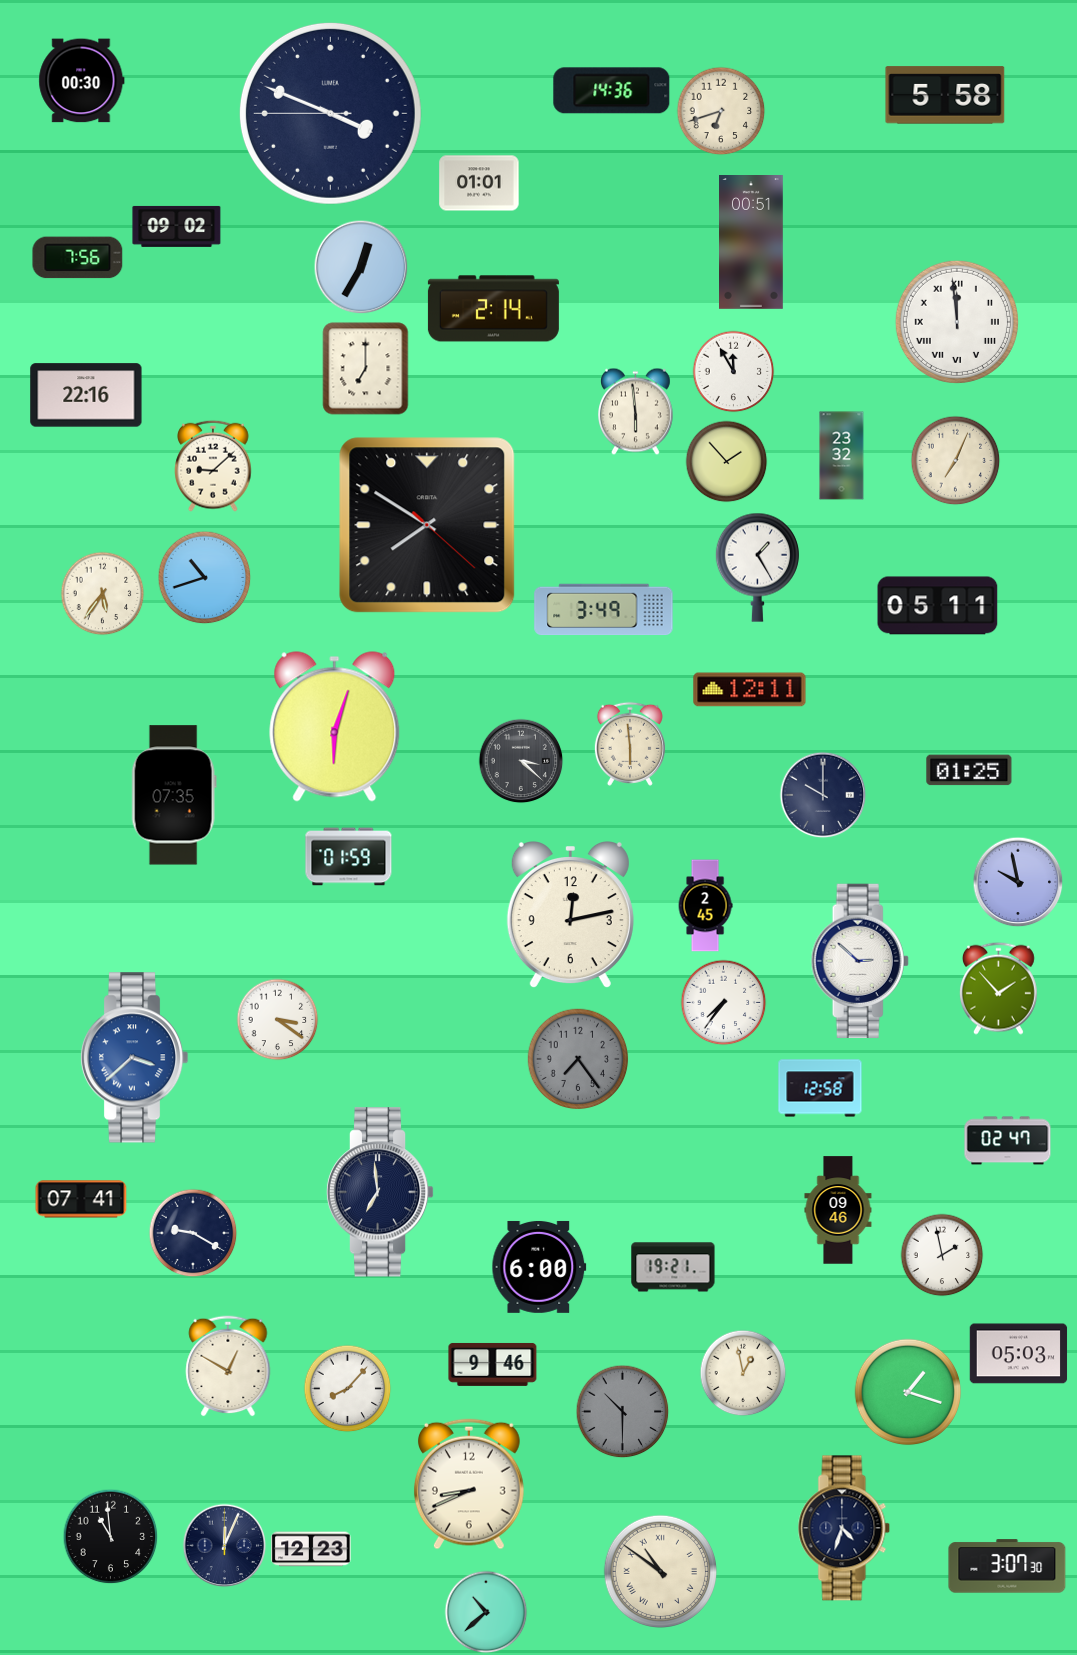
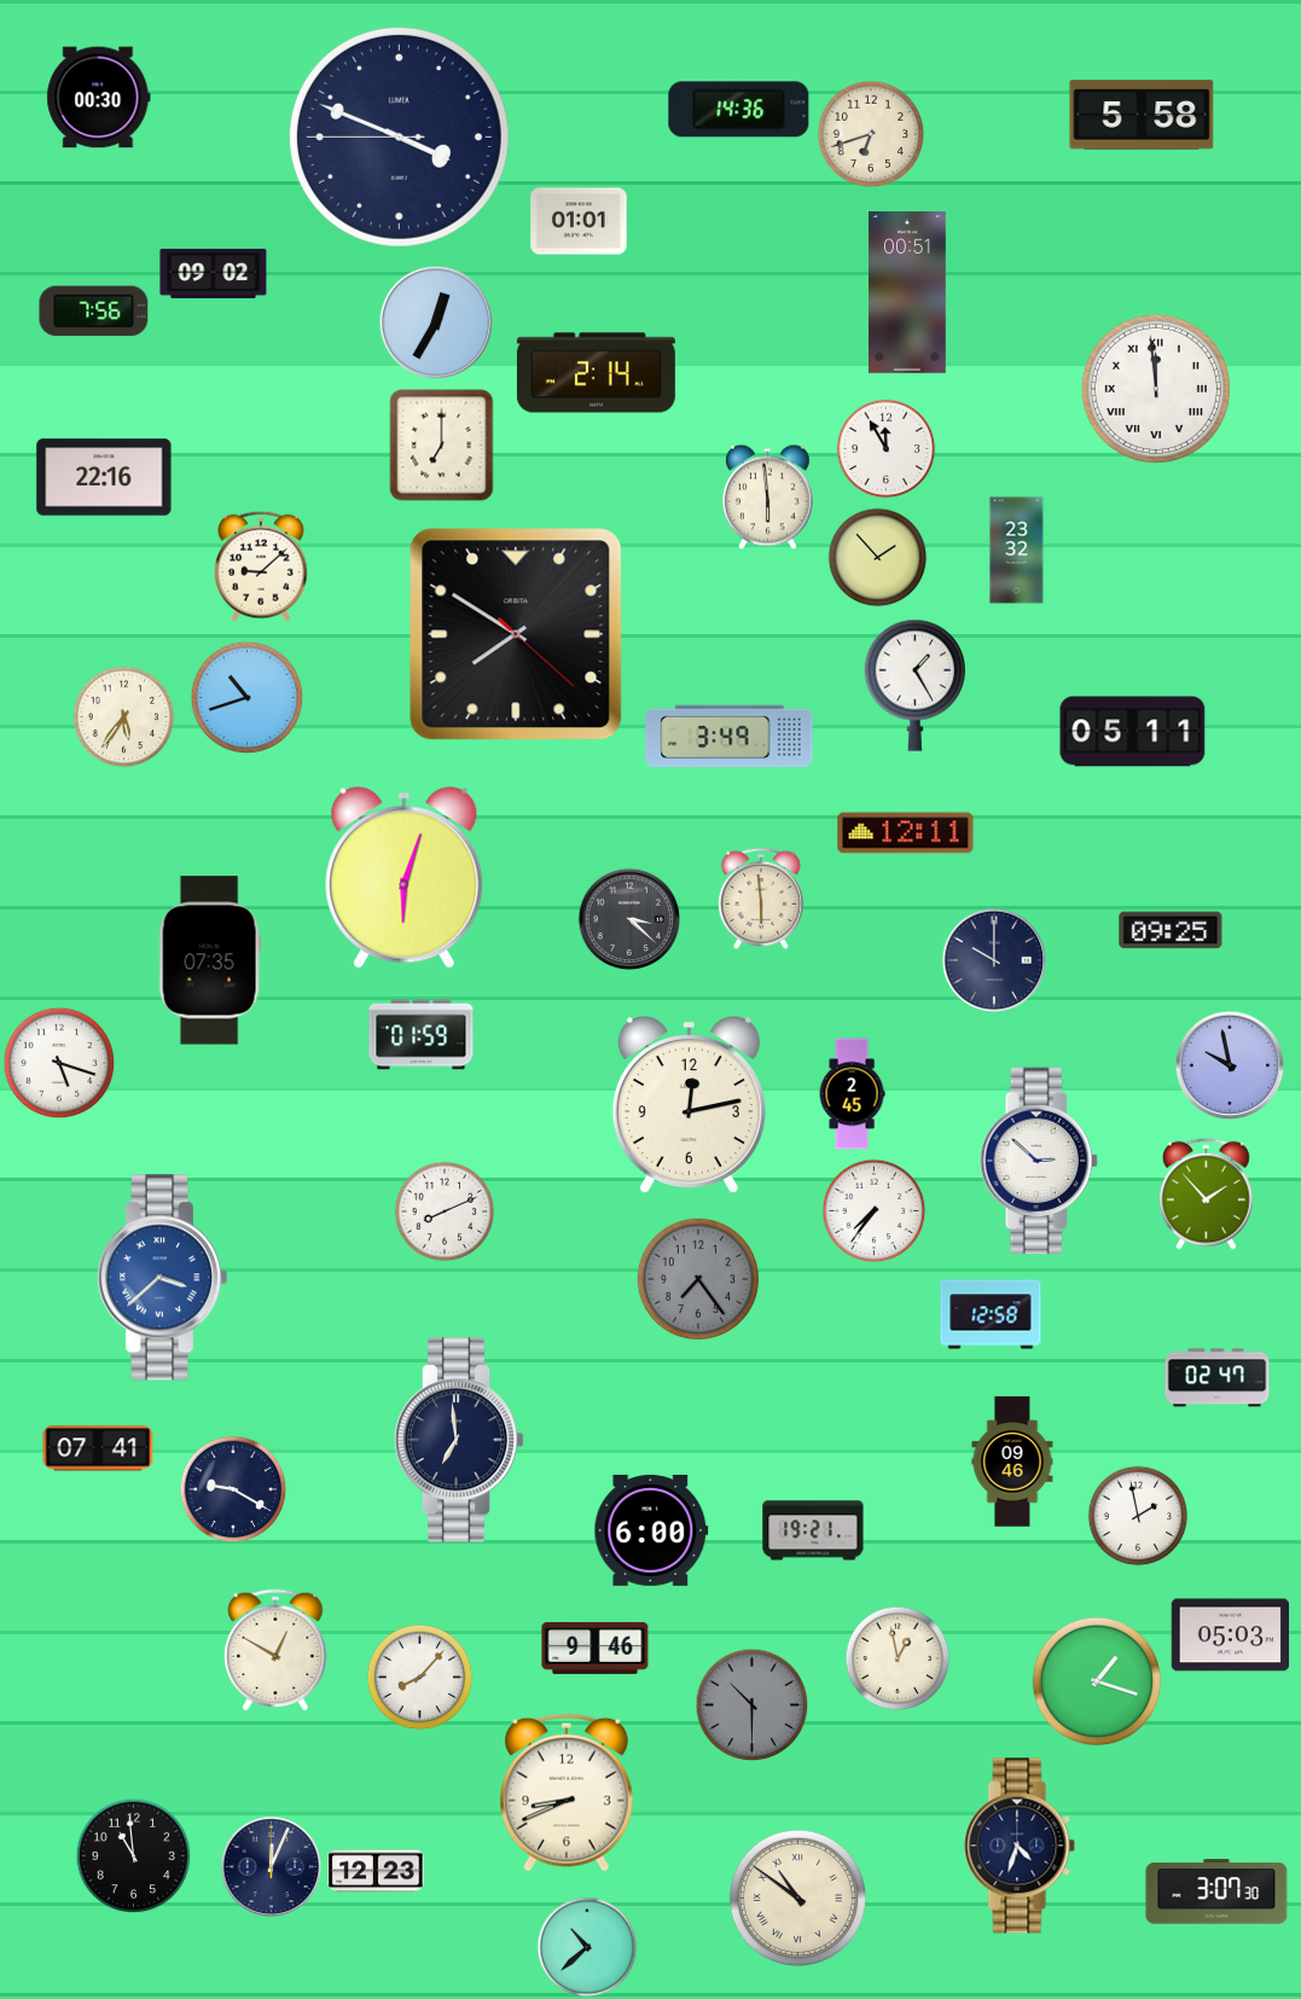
clock at (956, 461): 7:04 -> none
clock at (213, 466) position: (213, 466) -> (261, 566)
clock at (969, 770): 01:25 -> 09:25
clock at (59, 1063): none -> 5:18
clock at (445, 1211): none -> 8:11
clock at (278, 1020): 3:21 -> none
